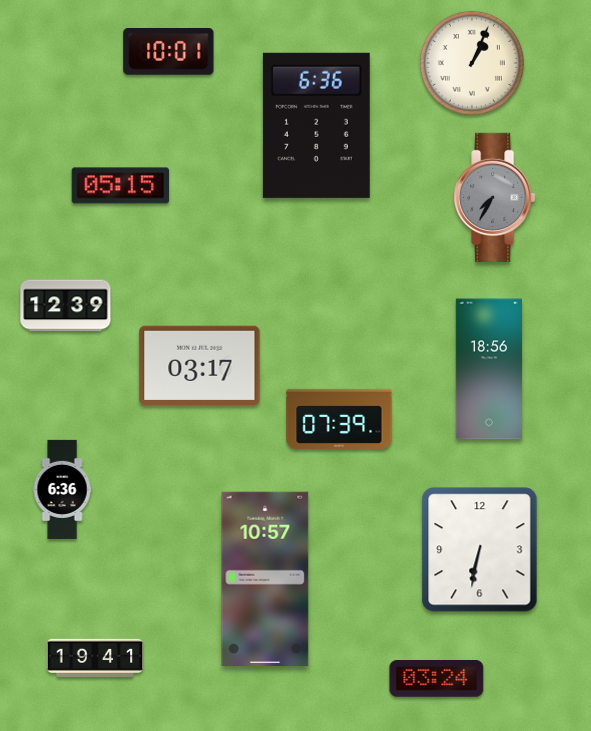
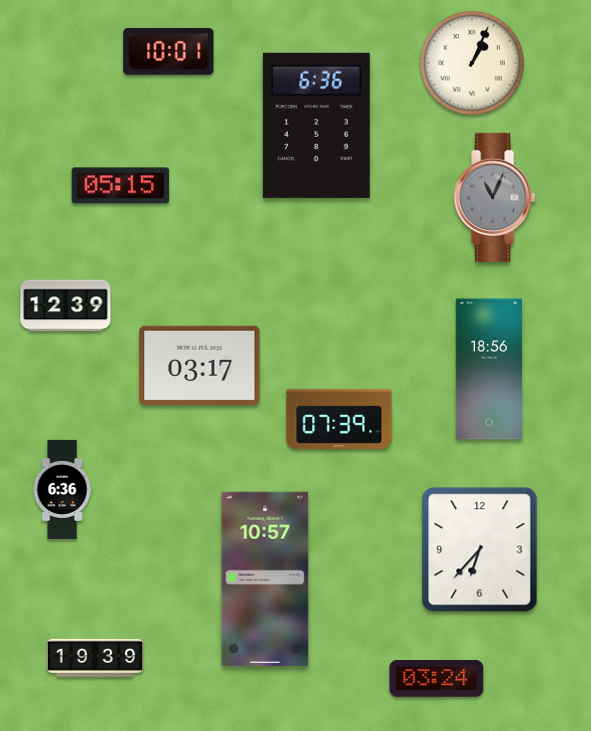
clock at (495, 197): 7:35 -> 11:04
clock at (480, 550): 6:32 -> 6:37
clock at (95, 658): 19:41 -> 19:39
